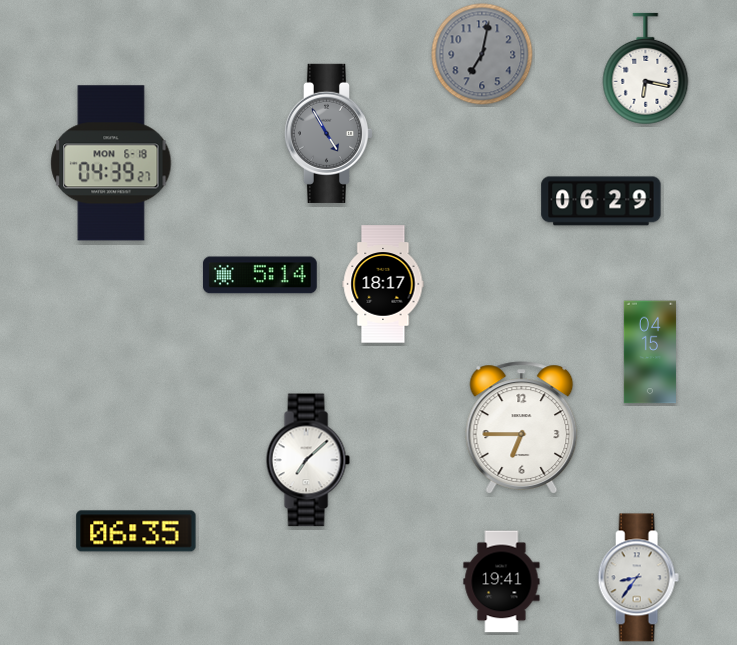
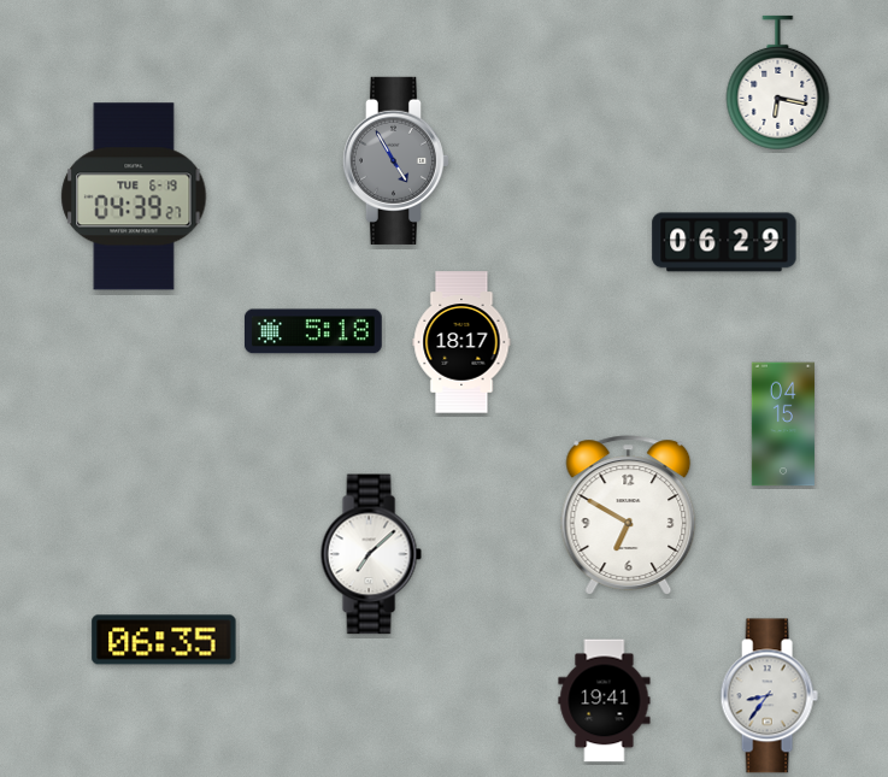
clock at (482, 54): 7:02 -> none
clock at (111, 163) date: MON 6-18 -> TUE 6-19
clock at (260, 275): 5:14 -> 5:18
clock at (522, 428): 6:45 -> 6:50
